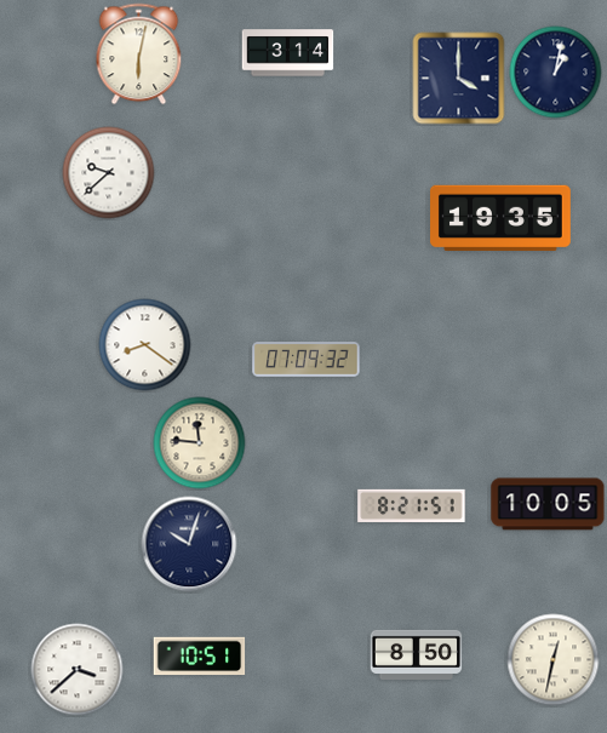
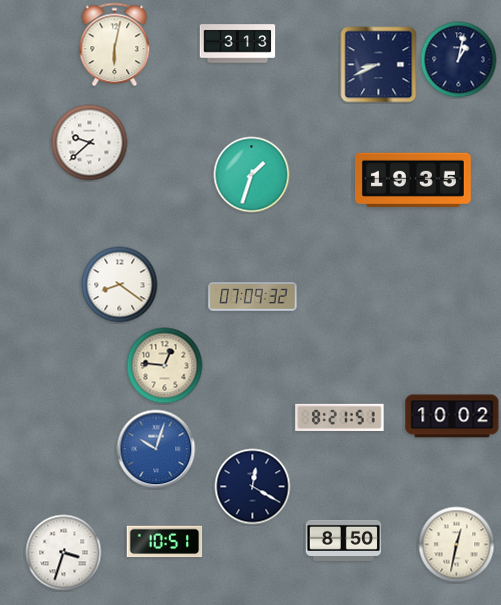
clock at (288, 53): 3:14 -> 3:13
clock at (459, 79): 4:00 -> 8:41
clock at (252, 175): none -> 1:33
clock at (200, 443): 11:46 -> 12:46
clock at (548, 504): 10:05 -> 10:02
clock at (189, 544) dial: navy -> blue
clock at (253, 487): none -> 12:20
clock at (78, 670): 3:38 -> 3:33
